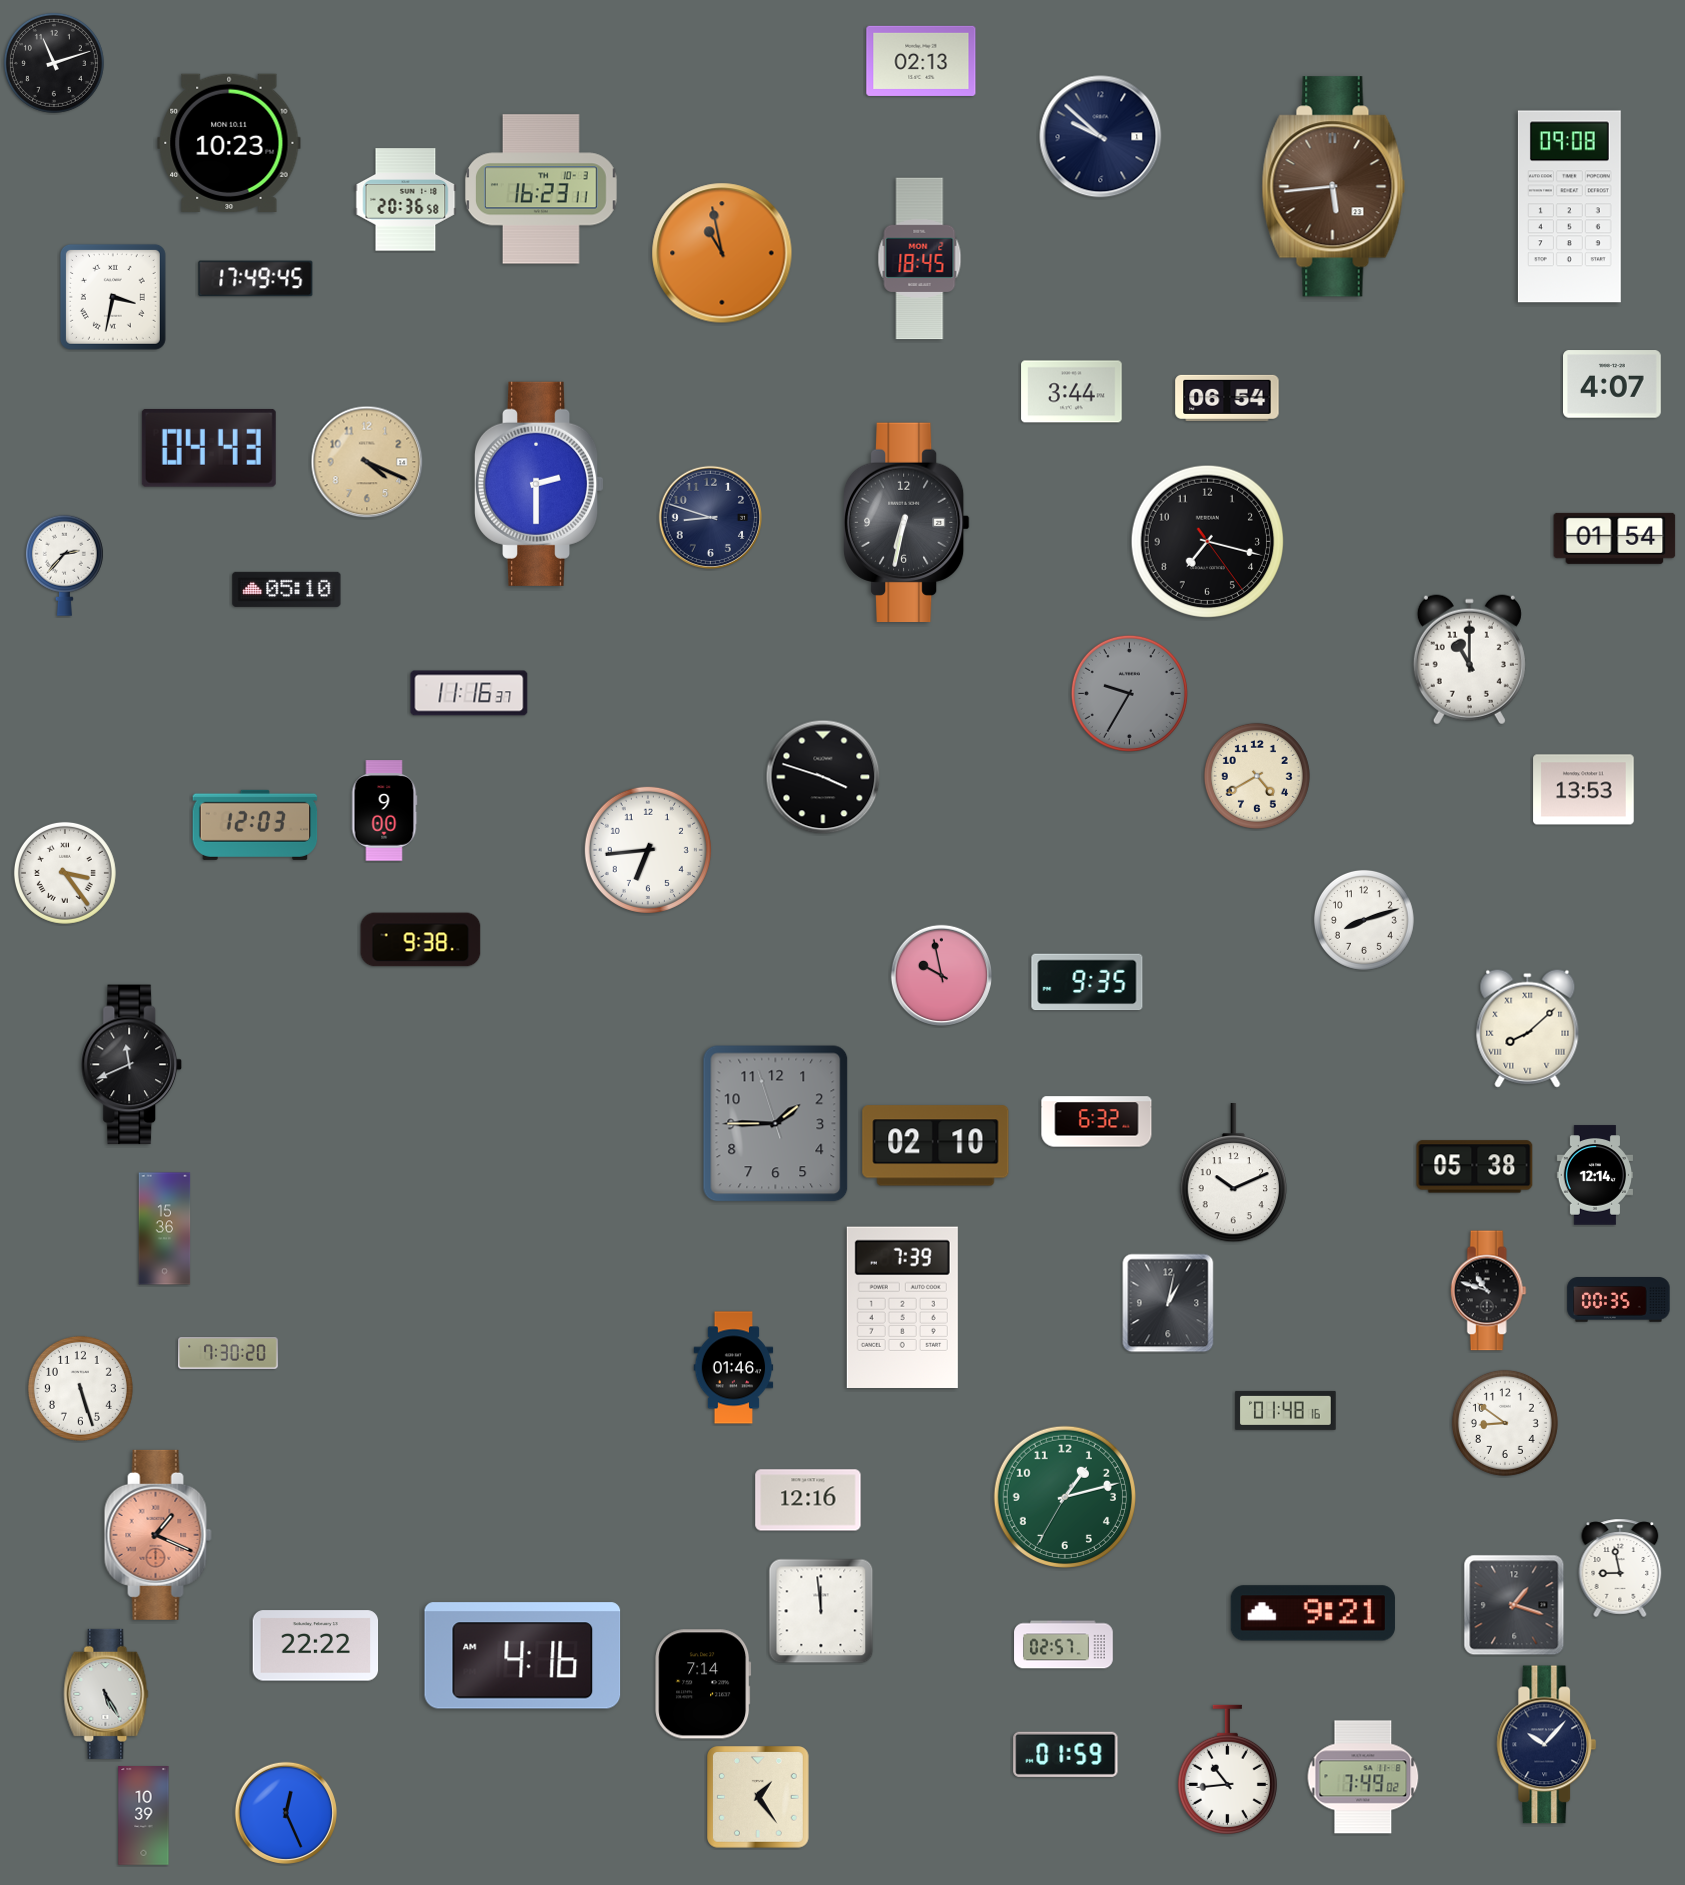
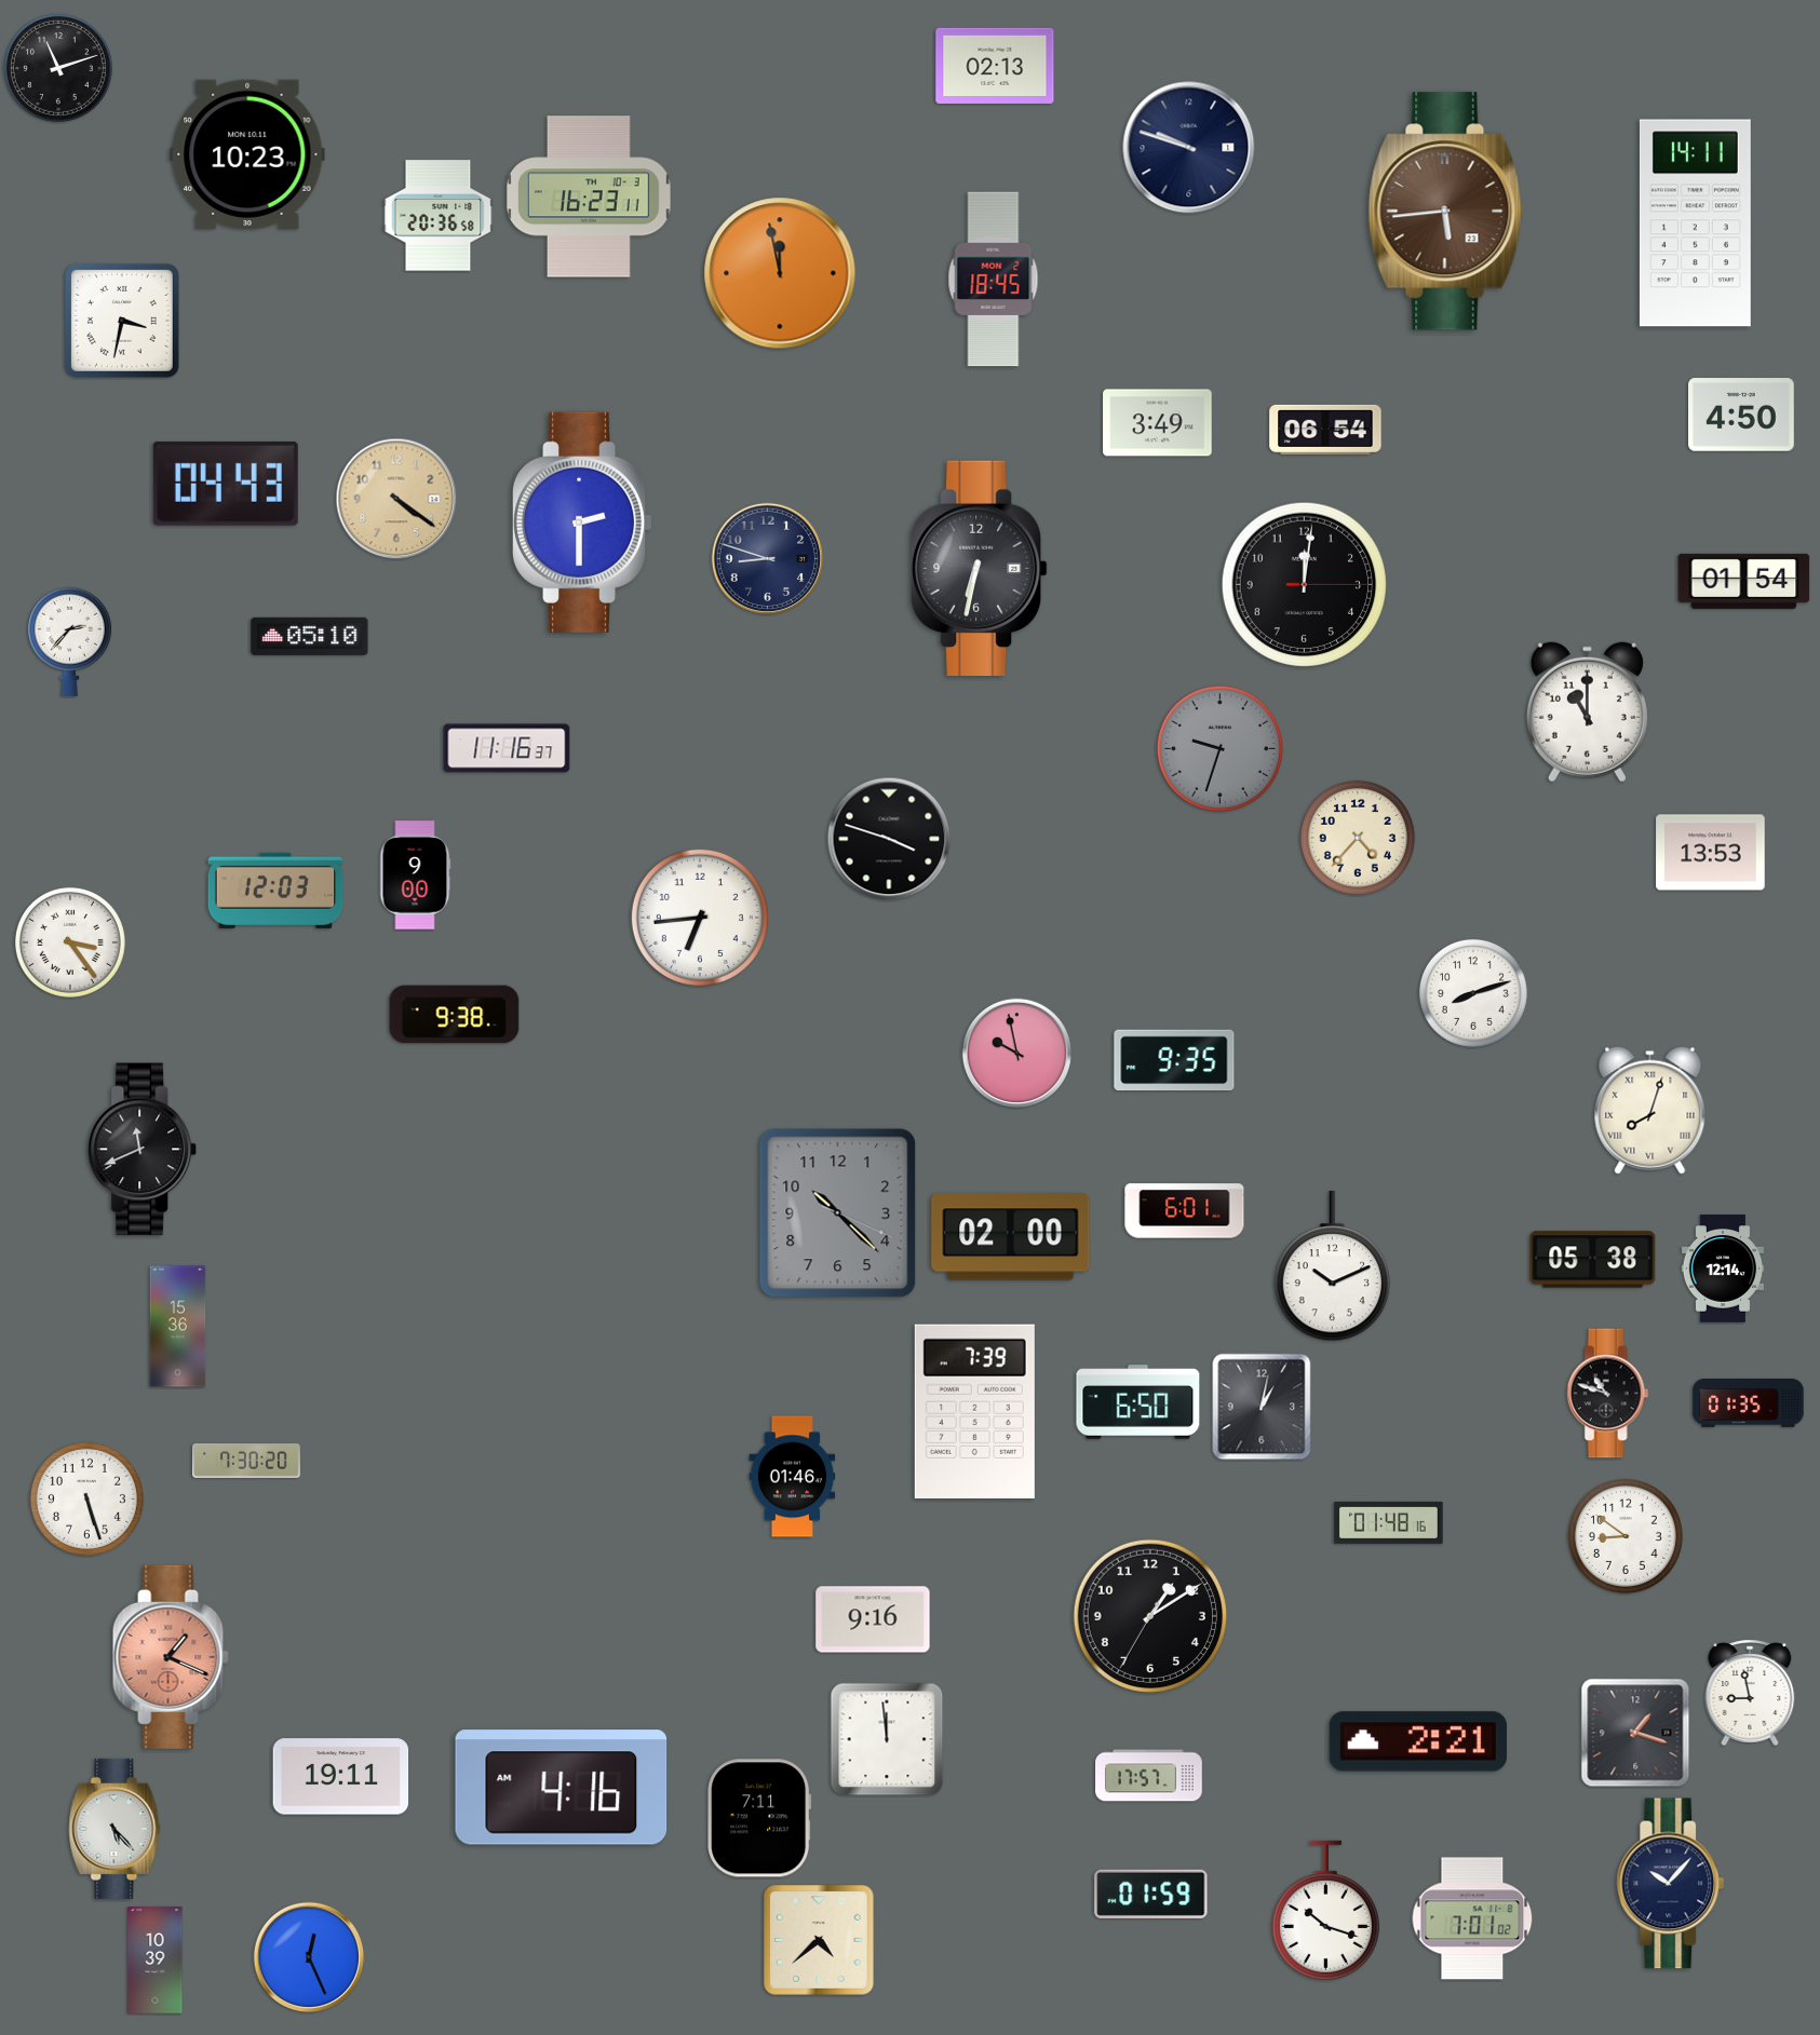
clock at (1101, 137): 9:52 -> 9:48
clock at (1334, 187) position: (1334, 187) -> (1446, 212)
clock at (541, 189) position: (541, 189) -> (589, 196)
clock at (1569, 207): 09:08 -> 14:11
clock at (722, 253): 10:58 -> 11:58
clock at (256, 279): 17:49 -> none
clock at (1613, 384): 4:07 -> 4:50
clock at (1072, 392): 3:44 -> 3:49
clock at (367, 462): 4:19 -> 4:21
clock at (906, 522) position: (906, 522) -> (979, 568)
clock at (1208, 542): 7:17 -> 12:01
clock at (64, 565) position: (64, 565) -> (69, 641)
clock at (1129, 693): 9:35 -> 9:33
clock at (1257, 776): 4:40 -> 4:37
clock at (1528, 1028): 8:08 -> 8:03
clock at (1097, 1122): 6:32 -> 6:01
clock at (776, 1124): 1:44 -> 10:22
clock at (936, 1146): 02:10 -> 02:00
clock at (1138, 1402): none -> 6:50
clock at (1619, 1300): 00:35 -> 01:35
clock at (1064, 1497): 1:12 -> 1:09
clock at (1064, 1497) dial: green -> black
clock at (808, 1500): 12:16 -> 9:16
clock at (1313, 1613): 9:21 -> 2:21
clock at (1064, 1645): 02:57 -> 17:57
clock at (316, 1646): 22:22 -> 19:11
clock at (523, 1656) position: (523, 1656) -> (562, 1788)
clock at (703, 1684): 7:14 -> 7:11
clock at (106, 1694): 5:25 -> 5:23
clock at (1227, 1769): 10:44 -> 10:18
clock at (1363, 1777): 7:49 -> 7:01
clock at (759, 1798): 1:24 -> 4:38
